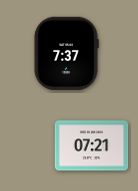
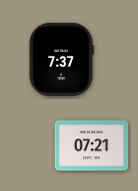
clock at (66, 54) position: (66, 54) -> (61, 60)
